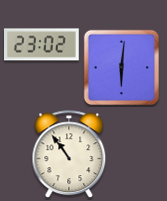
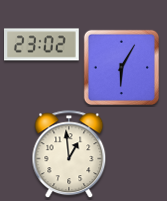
clock at (121, 67): 6:01 -> 6:05
clock at (69, 155): 10:54 -> 12:59
